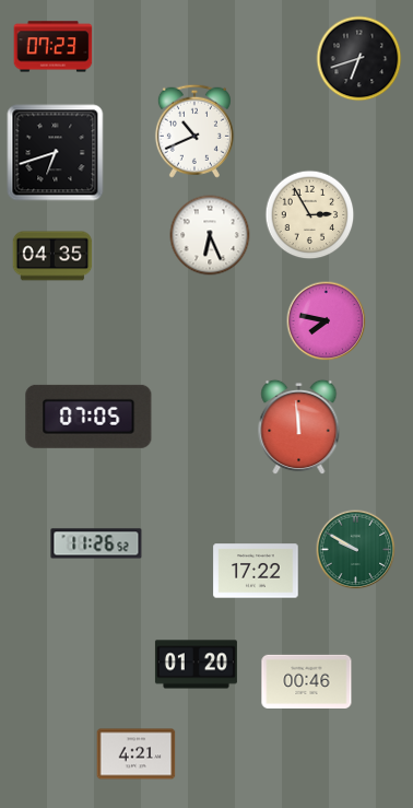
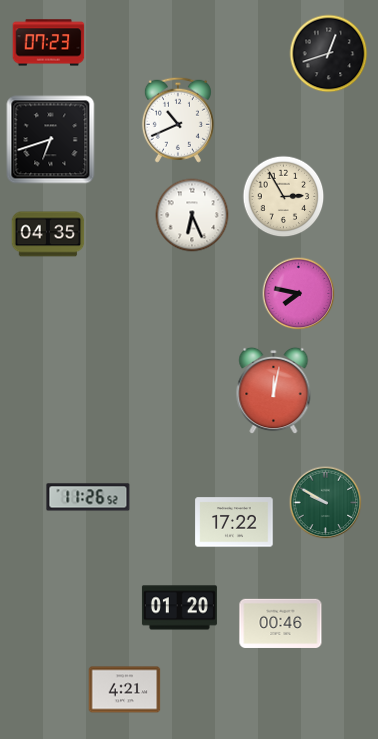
clock at (359, 59): 6:42 -> 12:42
clock at (88, 417): 07:05 -> none
clock at (299, 428): 11:59 -> 12:02
